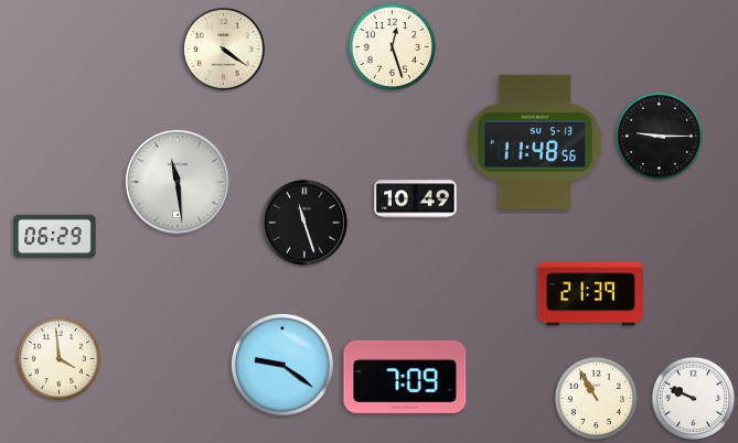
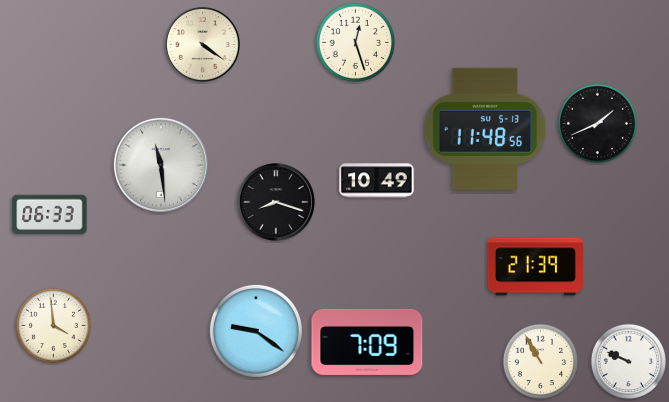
clock at (659, 136): 9:15 -> 1:41
clock at (304, 223): 11:27 -> 8:18
clock at (55, 237): 06:29 -> 06:33
